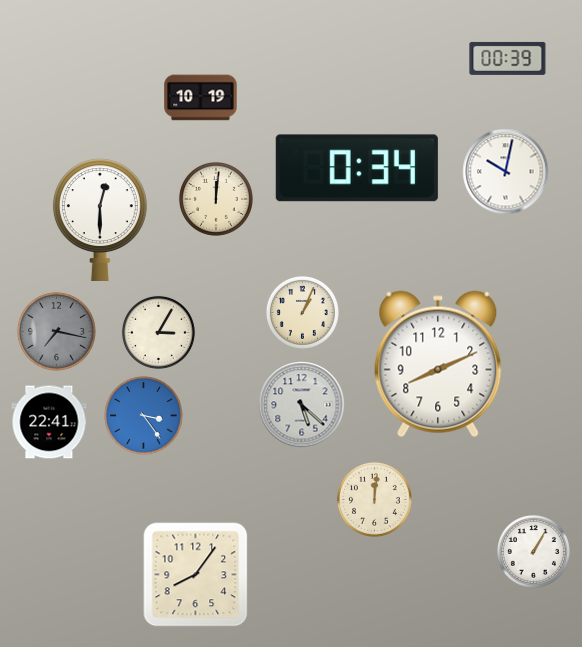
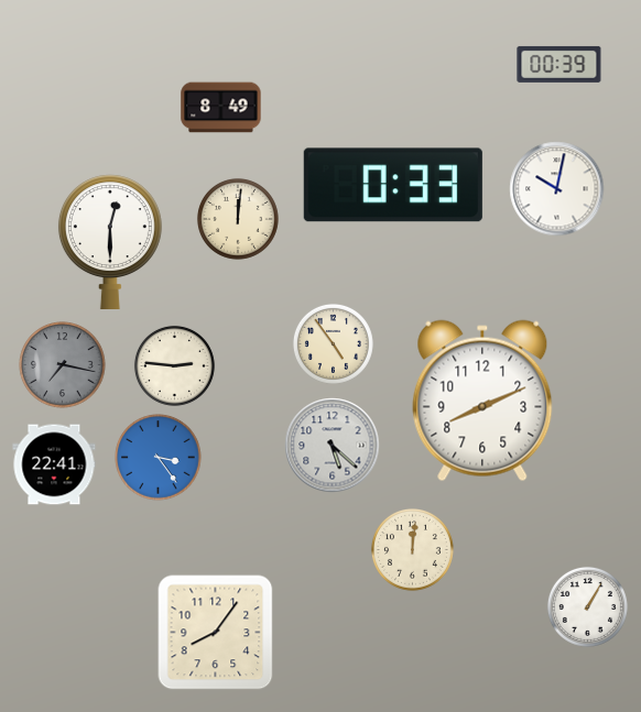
clock at (201, 98): 10:19 -> 8:49
clock at (357, 168): 0:34 -> 0:33
clock at (302, 312): 1:04 -> 4:54
clock at (158, 332): 3:05 -> 2:46
